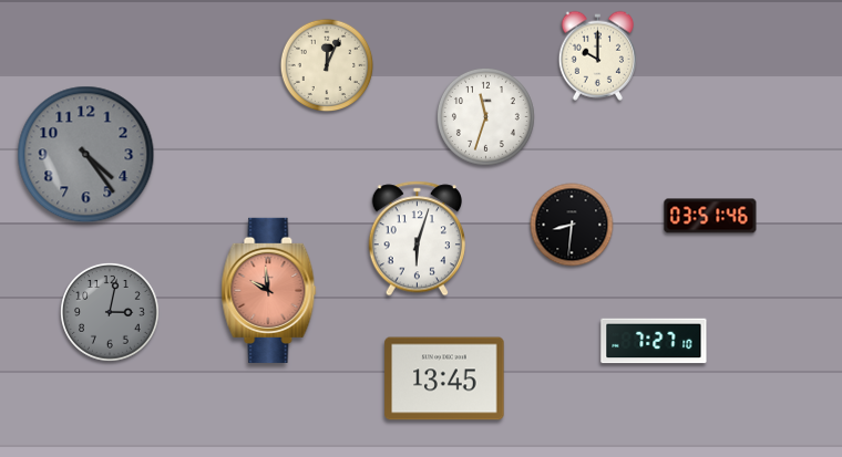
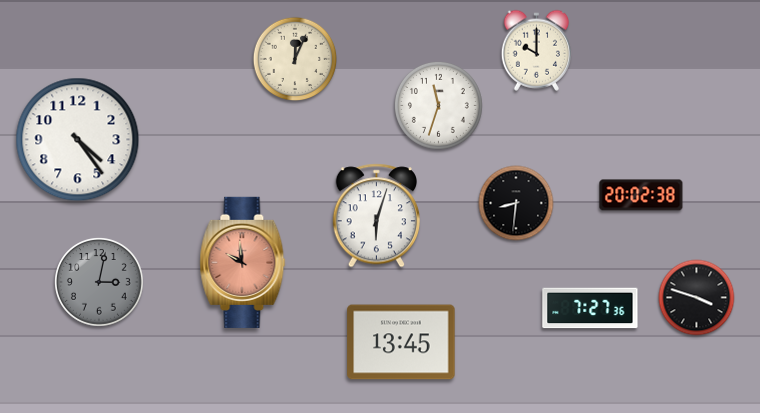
clock at (597, 55) position: (597, 55) -> (536, 50)
clock at (86, 155) dial: grey -> white
clock at (710, 216): 03:51 -> 20:02
clock at (697, 298): none -> 3:48
clock at (654, 341): 7:27:10 -> 7:27:36
